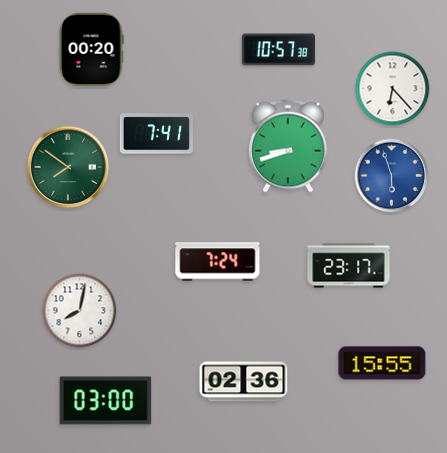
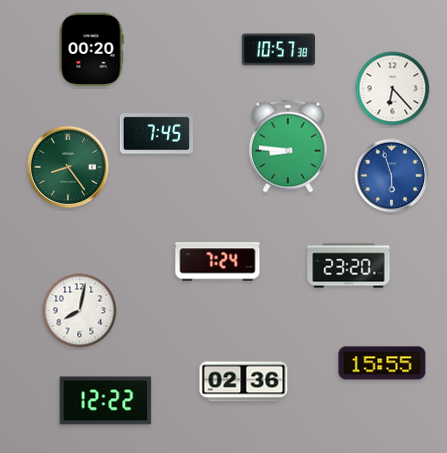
clock at (157, 134): 7:41 -> 7:45
clock at (288, 146): 8:42 -> 8:46
clock at (68, 167): 7:51 -> 8:24
clock at (349, 266): 23:17 -> 23:20
clock at (106, 401): 03:00 -> 12:22
